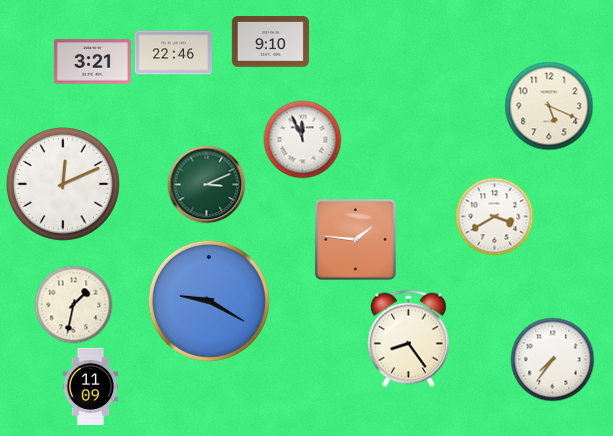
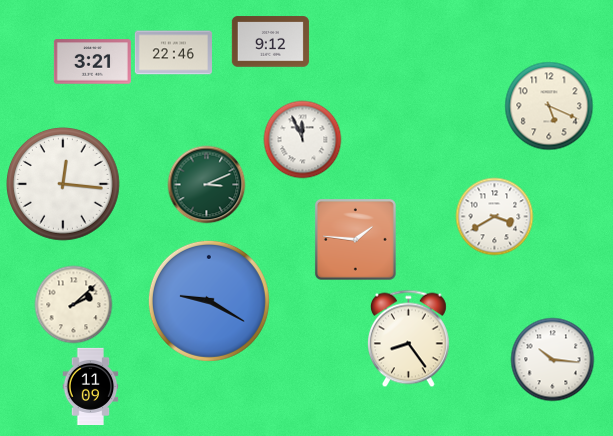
clock at (270, 42): 9:10 -> 9:12
clock at (64, 185): 12:11 -> 12:16
clock at (73, 304): 1:32 -> 2:08
clock at (552, 359): 7:36 -> 10:16
